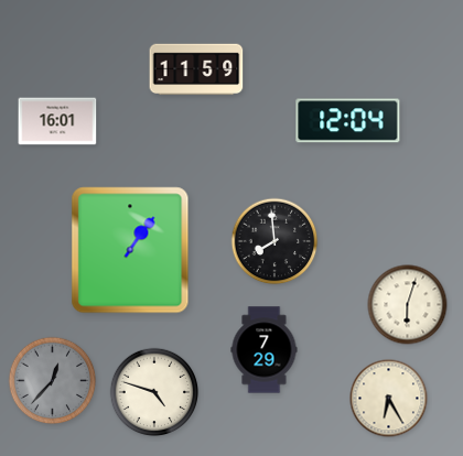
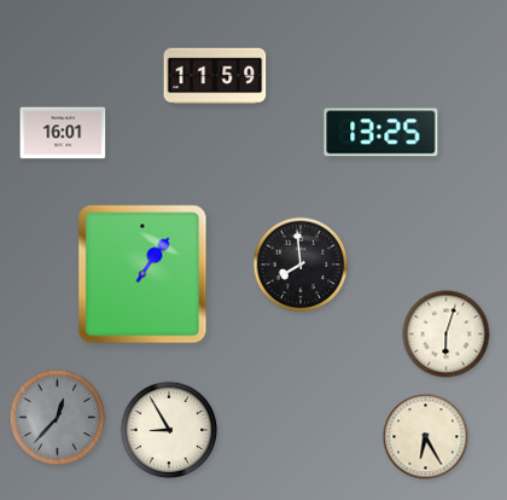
clock at (348, 121): 12:04 -> 13:25
clock at (265, 350): 7:29 -> none
clock at (154, 392): 4:48 -> 8:55
